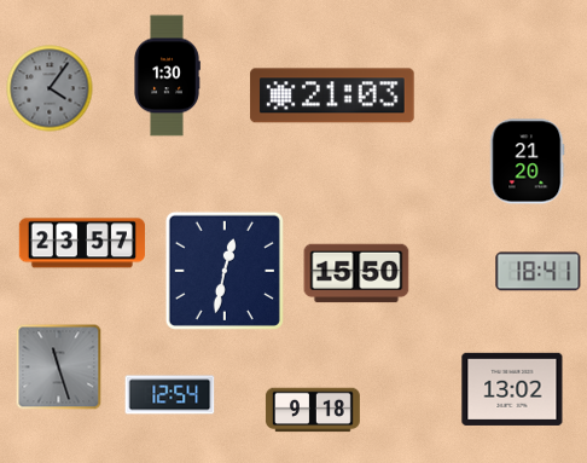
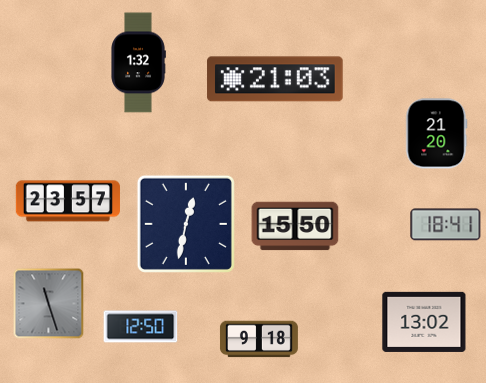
clock at (167, 76): 1:30 -> 1:32
clock at (50, 88): 4:06 -> none
clock at (170, 395): 12:54 -> 12:50
